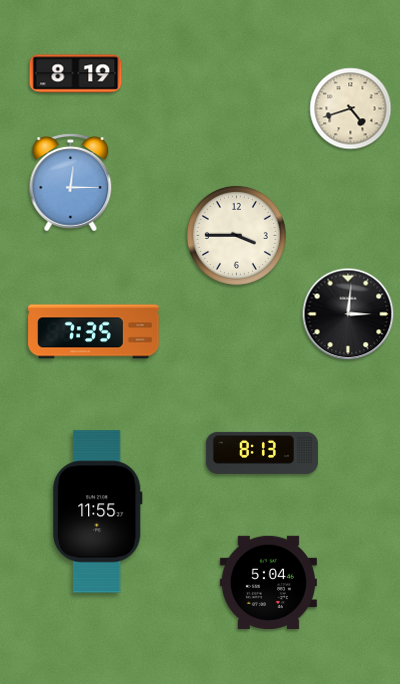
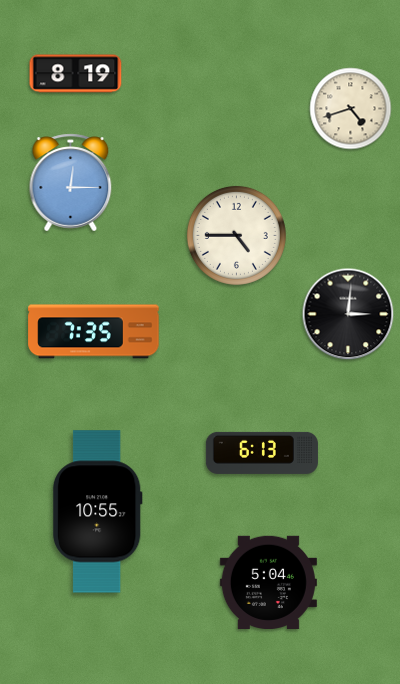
clock at (236, 235): 3:45 -> 4:45
clock at (262, 453): 8:13 -> 6:13
clock at (97, 512): 11:55 -> 10:55
